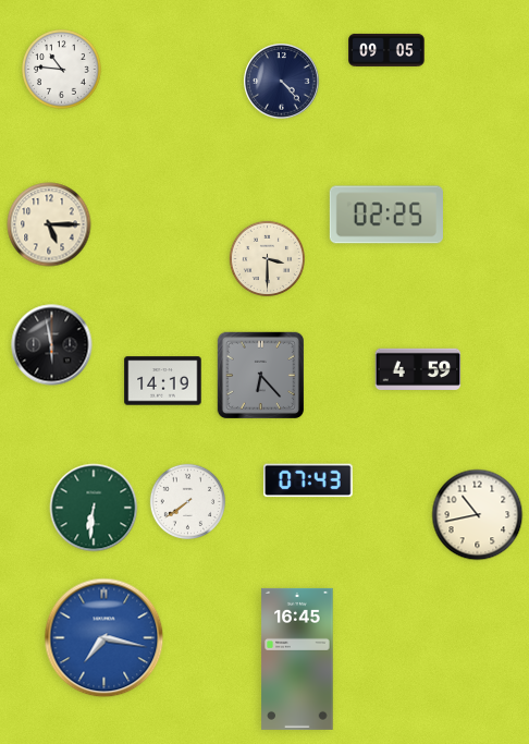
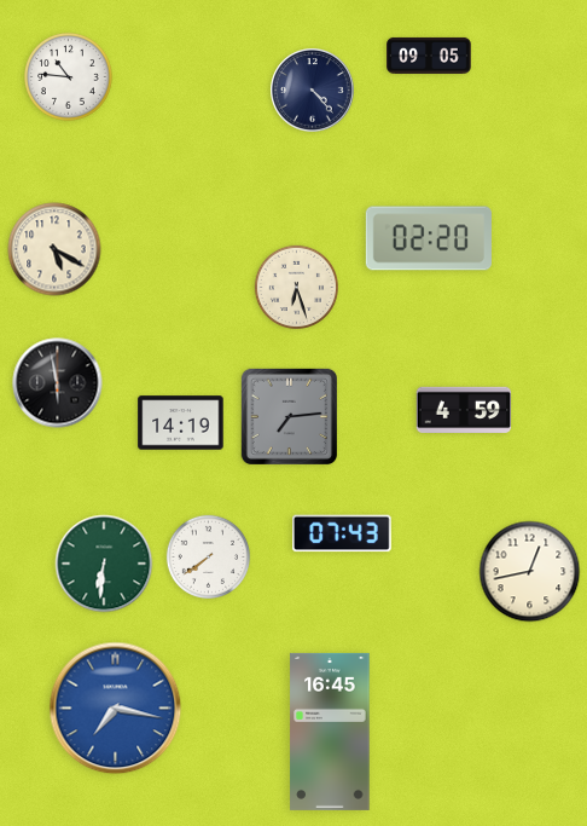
clock at (386, 215): 02:25 -> 02:20
clock at (49, 224): 5:15 -> 5:20
clock at (267, 258): 3:30 -> 6:27
clock at (260, 375): 6:23 -> 7:14
clock at (478, 515): 10:43 -> 12:43
